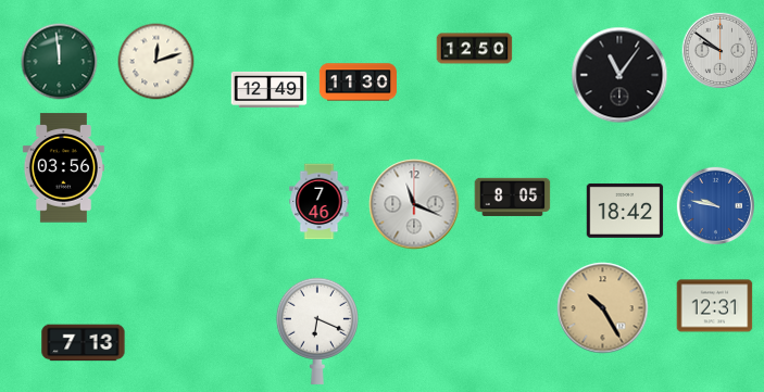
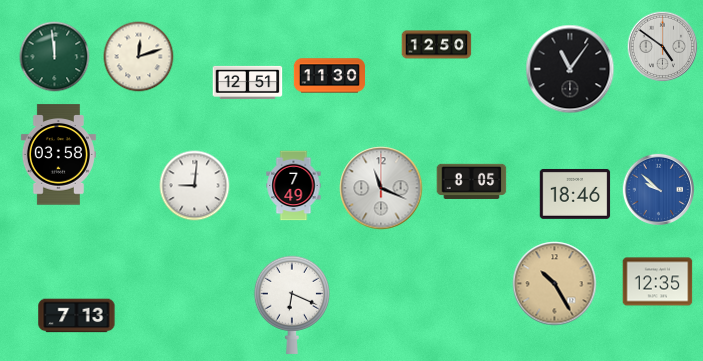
clock at (721, 51): 9:51 -> 4:51
clock at (156, 62) position: (156, 62) -> (139, 57)
clock at (270, 89): 12:49 -> 12:51
clock at (63, 168): 03:56 -> 03:58
clock at (195, 186): none -> 9:01
clock at (320, 202): 7:46 -> 7:49
clock at (715, 205): 9:47 -> 9:52
clock at (625, 211): 18:42 -> 18:46
clock at (715, 306): 12:31 -> 12:35
